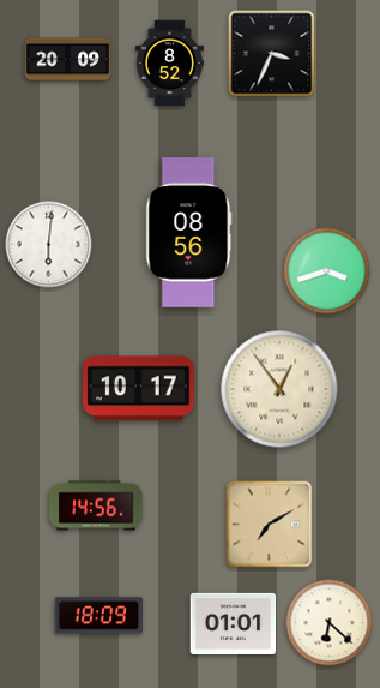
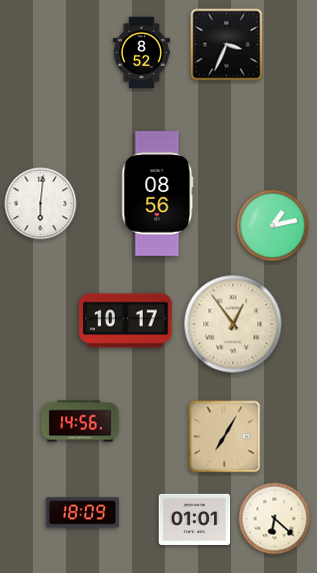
clock at (68, 60): 20:09 -> none
clock at (327, 271): 3:42 -> 1:13
clock at (139, 389) position: (139, 389) -> (126, 321)
clock at (270, 525): 7:10 -> 7:05
